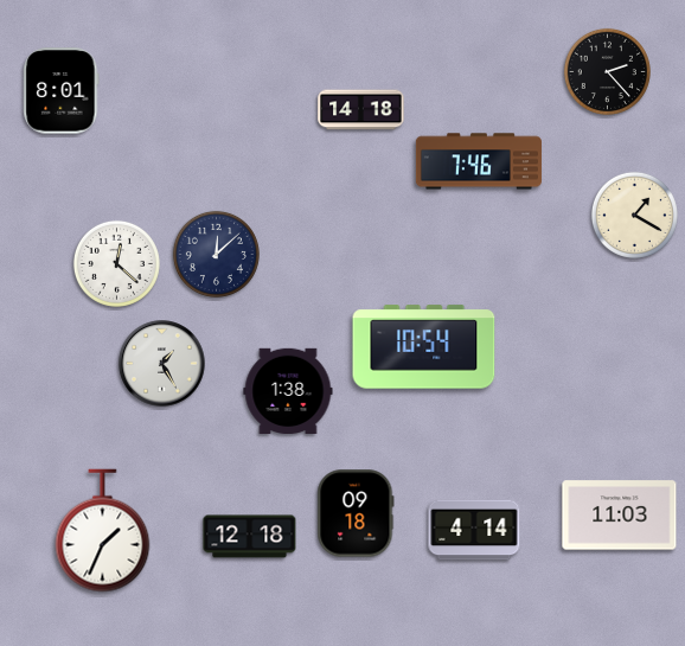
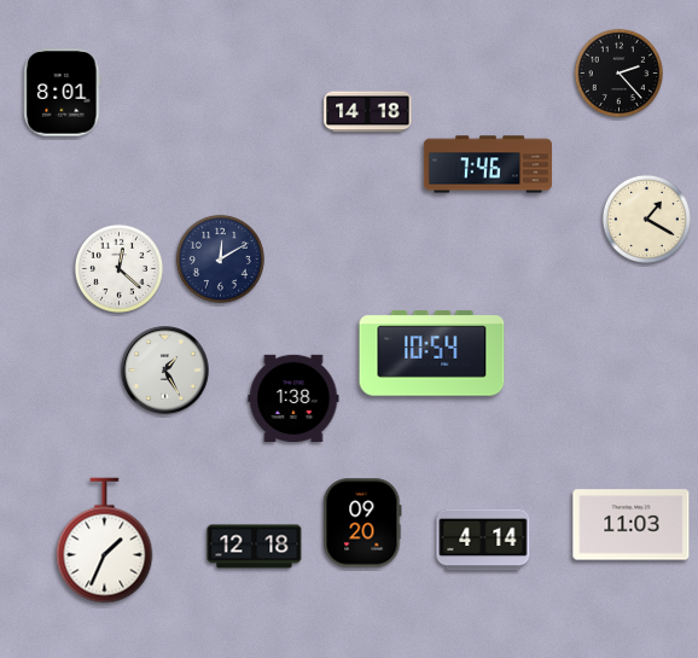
clock at (216, 254): 12:08 -> 12:10
clock at (356, 513): 09:18 -> 09:20
